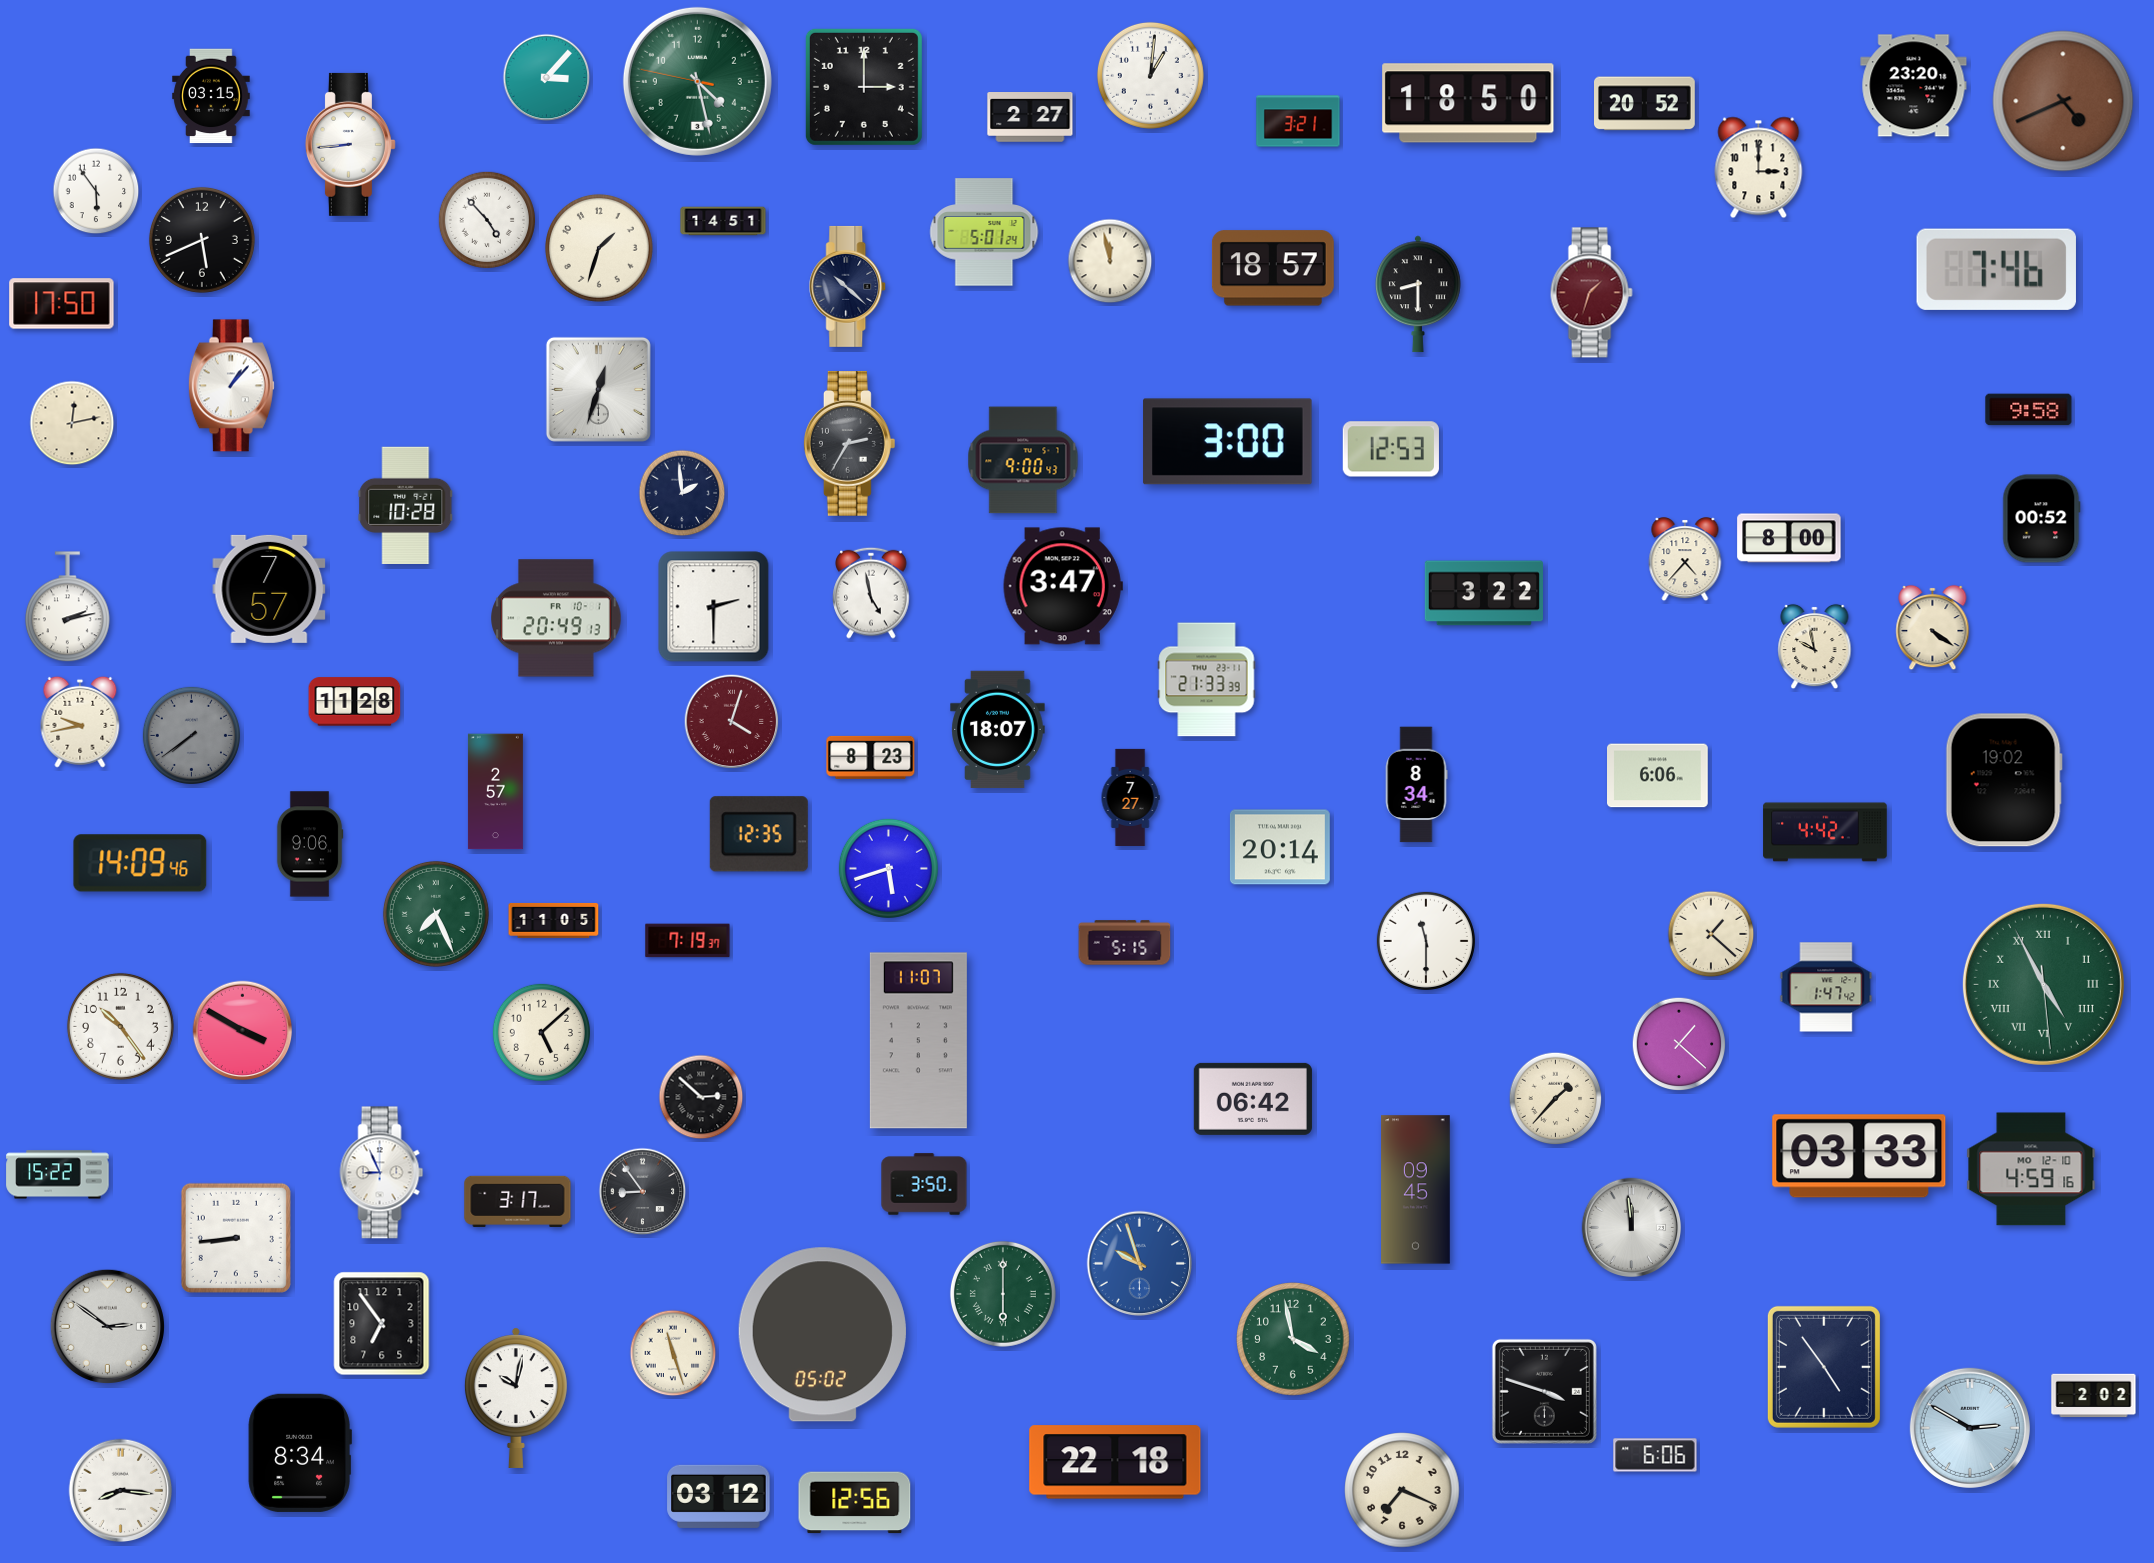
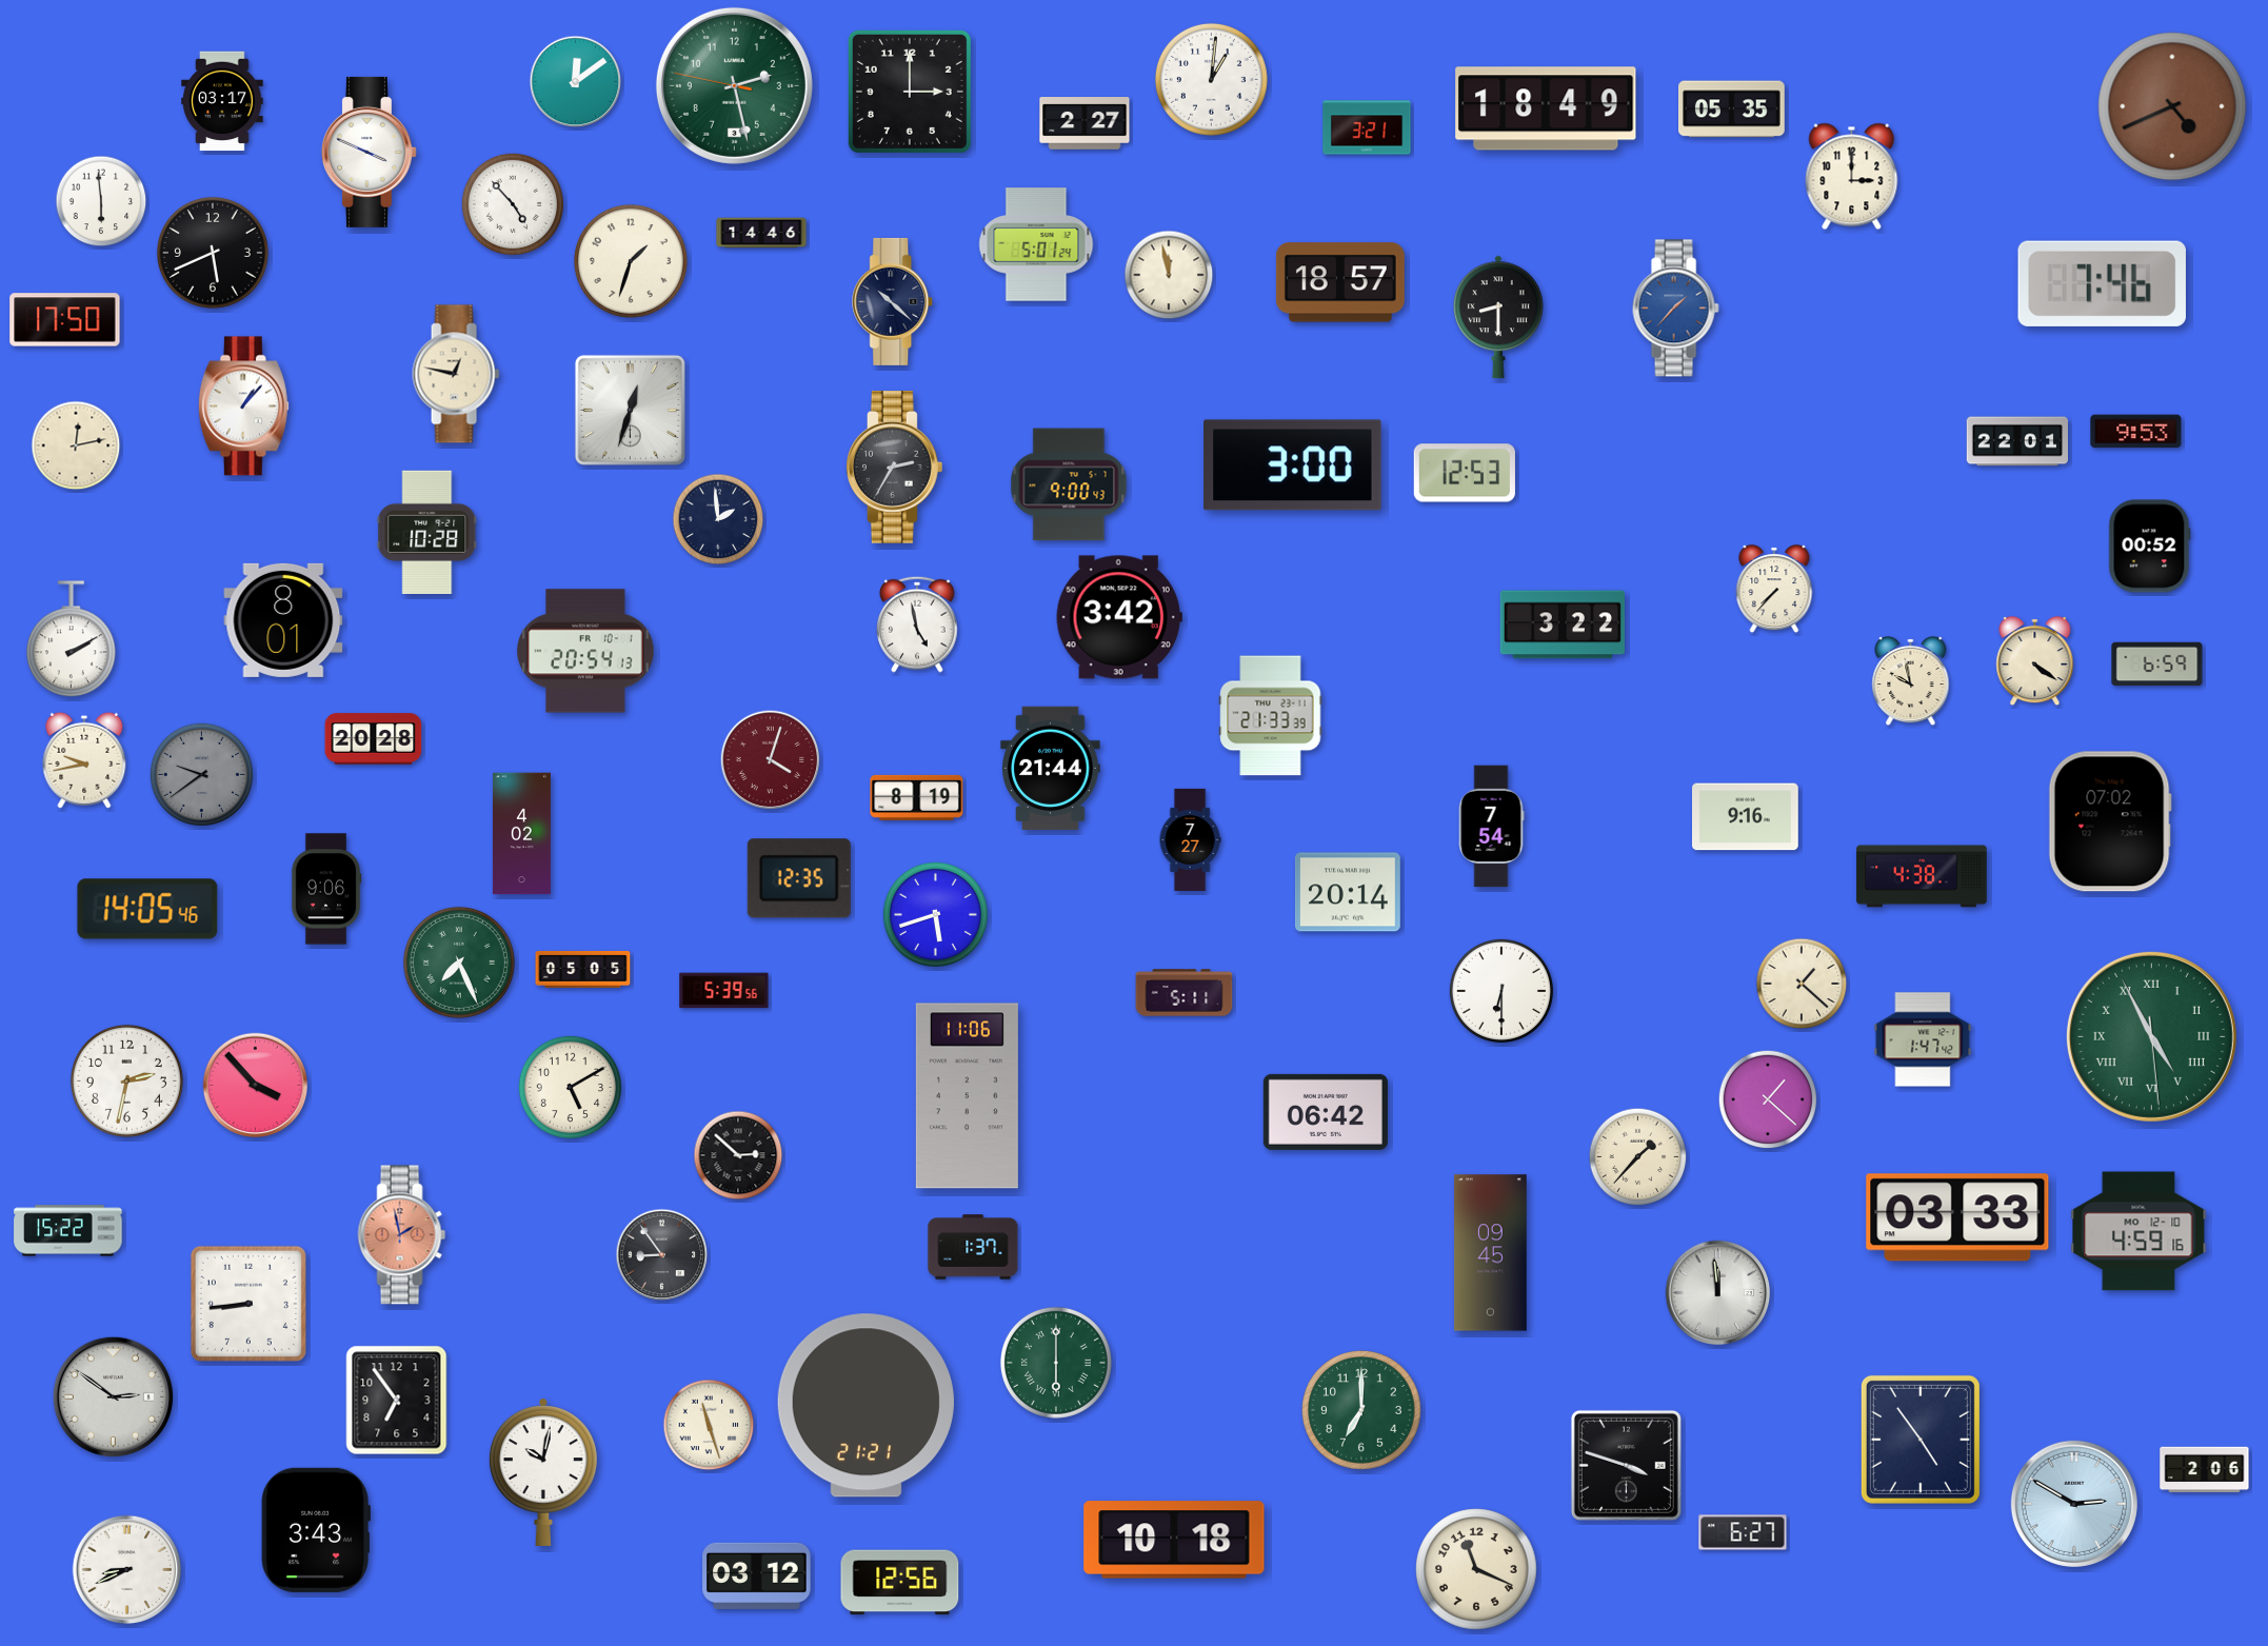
clock at (547, 78): 3:07 -> 12:09
clock at (697, 81): 4:27 -> 2:27
clock at (1914, 86): 23:20 -> none
clock at (211, 96): 03:15 -> 03:17
clock at (1468, 103): 18:50 -> 18:49
clock at (1645, 104): 20:52 -> 05:35
clock at (350, 144): 8:44 -> 3:49
clock at (96, 191): 5:54 -> 5:59
clock at (487, 220) position: (487, 220) -> (513, 204)
clock at (723, 221): 14:51 -> 14:46
clock at (1591, 293): 1:33 -> 1:37
clock at (1591, 293) dial: burgundy -> blue
clock at (1419, 294) position: (1419, 294) -> (1499, 317)
clock at (456, 374): none -> 12:47
clock at (2029, 410): 9:58 -> 9:53
clock at (2016, 441): none -> 22:01
clock at (1023, 460) position: (1023, 460) -> (1069, 484)
clock at (1789, 538): 8:00 -> none
clock at (1685, 560): 4:37 -> 7:37
clock at (1063, 586): 3:47 -> 3:42
clock at (269, 589): 7:57 -> 8:01
clock at (67, 607): 2:13 -> 2:10
clock at (714, 607): 2:30 -> none
clock at (556, 618): 20:49 -> 20:54
clock at (2157, 665): none -> 6:59
clock at (355, 702): 11:28 -> 20:28
clock at (998, 729): 18:07 -> 21:44
clock at (191, 735): 7:39 -> 9:39
clock at (871, 757): 8:23 -> 8:19
clock at (1658, 776): 6:06 -> 9:16
clock at (2004, 780): 19:02 -> 07:02
clock at (1416, 785): 8:34 -> 7:54
clock at (495, 792): 2:57 -> 4:02
clock at (1825, 832): 4:42 -> 4:38
clock at (140, 863): 14:09 -> 14:05
clock at (554, 920): 11:05 -> 05:05
clock at (688, 941): 7:19 -> 5:39
clock at (1426, 941): 11:30 -> 6:30
clock at (1125, 943): 5:15 -> 5:11
clock at (120, 1026): 10:24 -> 2:32
clock at (243, 1031): 3:50 -> 3:53
clock at (541, 1032): 5:08 -> 5:10
clock at (918, 1041): 11:07 -> 11:06
clock at (1253, 1099) position: (1253, 1099) -> (1326, 1112)
clock at (382, 1173): 8:56 -> 1:58
clock at (382, 1173) dial: white -> salmon
clock at (58, 1175) position: (58, 1175) -> (68, 1231)
clock at (924, 1184): 3:50 -> 1:37
clock at (643, 1192) position: (643, 1192) -> (662, 1255)
clock at (518, 1201): 3:17 -> none
clock at (1140, 1264): 9:57 -> none
clock at (382, 1324) position: (382, 1324) -> (397, 1401)
clock at (822, 1335): 05:02 -> 21:21
clock at (1293, 1339): 3:58 -> 7:00
clock at (2094, 1396): 2:02 -> 2:06
clock at (300, 1453): 8:34 -> 3:43
clock at (1655, 1455): 6:06 -> 6:27
clock at (1115, 1462): 22:18 -> 10:18
clock at (1402, 1490): 7:19 -> 11:19
clock at (121, 1491): 8:16 -> 8:41
